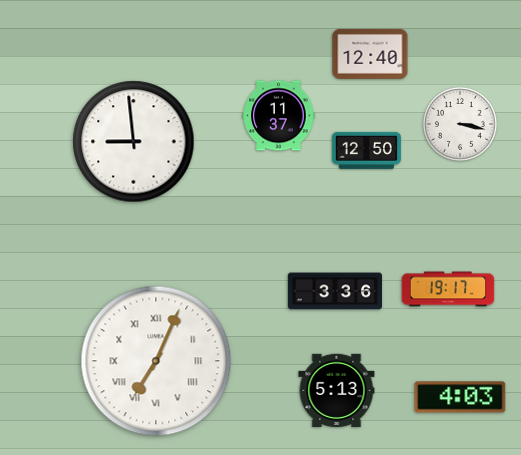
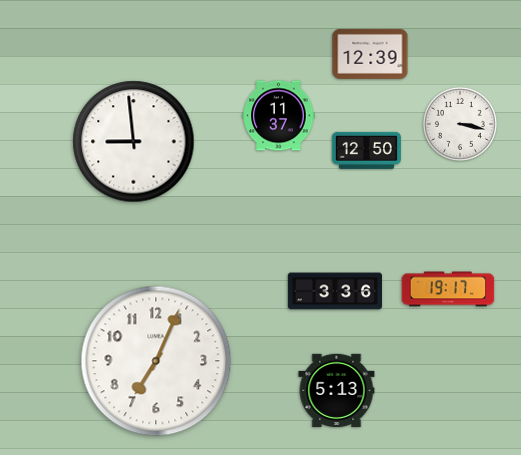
clock at (370, 54): 12:40 -> 12:39
clock at (156, 361) numerals: Roman -> Arabic
clock at (460, 397): 4:03 -> none
